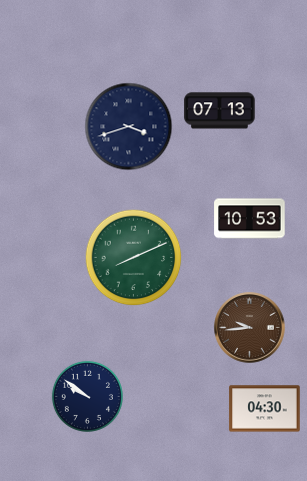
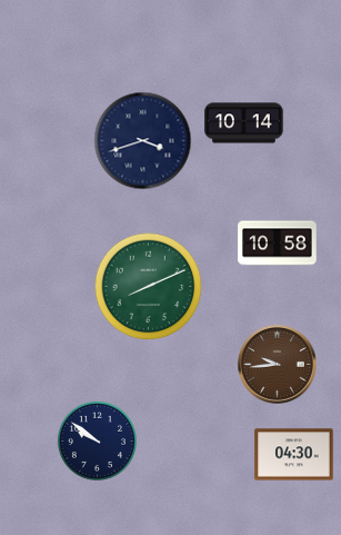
clock at (220, 111): 07:13 -> 10:14
clock at (250, 219): 10:53 -> 10:58
